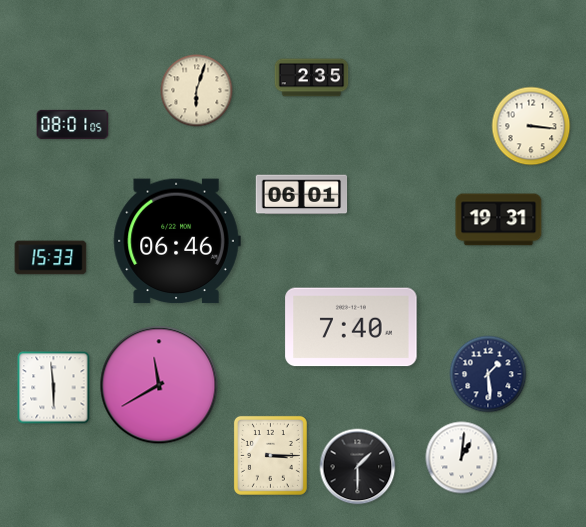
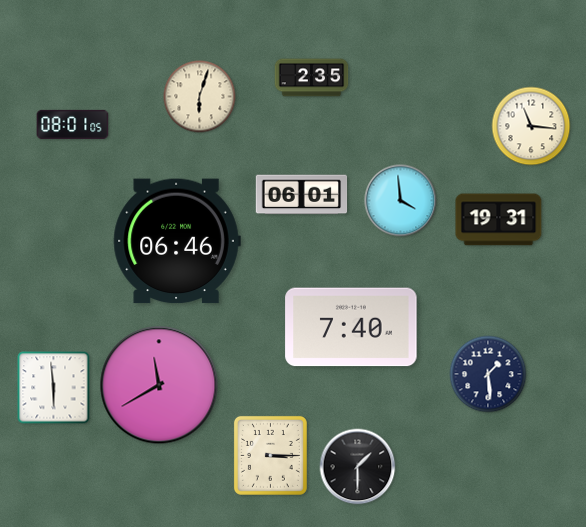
clock at (197, 91) position: (197, 91) -> (200, 97)
clock at (531, 126): 3:16 -> 11:16
clock at (401, 201): none -> 3:59
clock at (51, 258): 15:33 -> none
clock at (462, 458): 1:01 -> none
